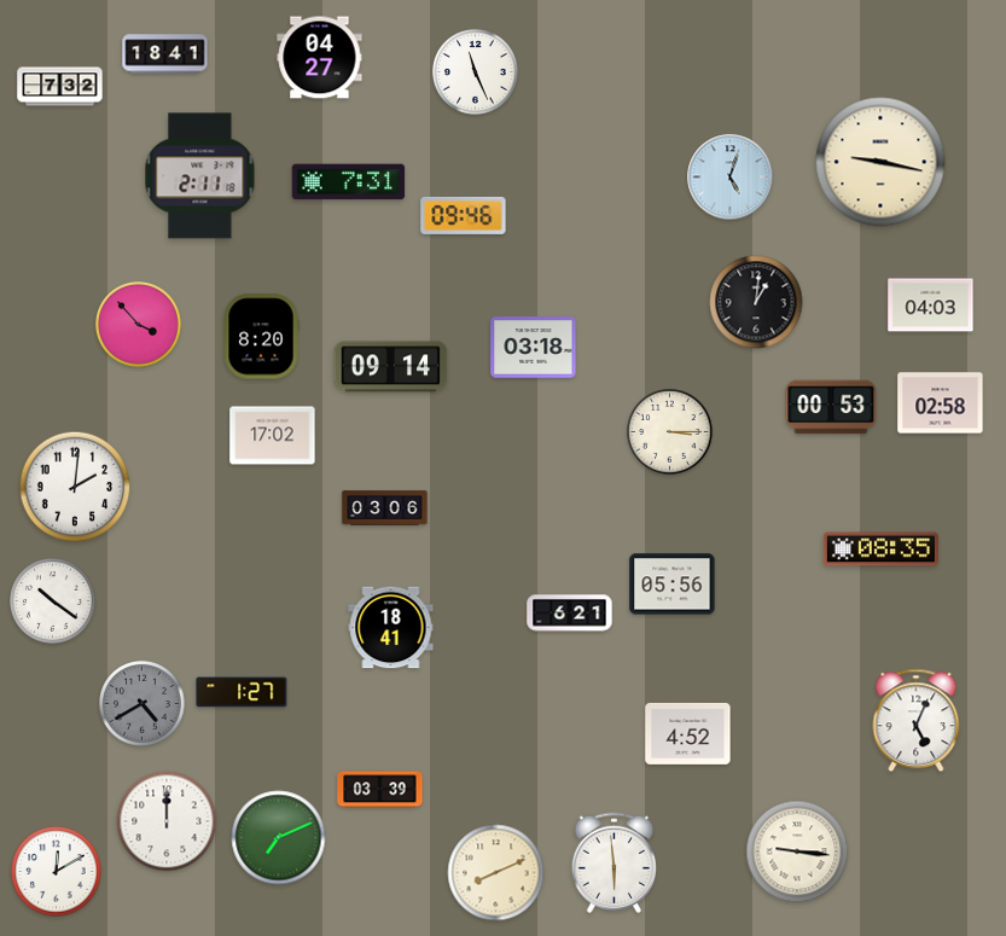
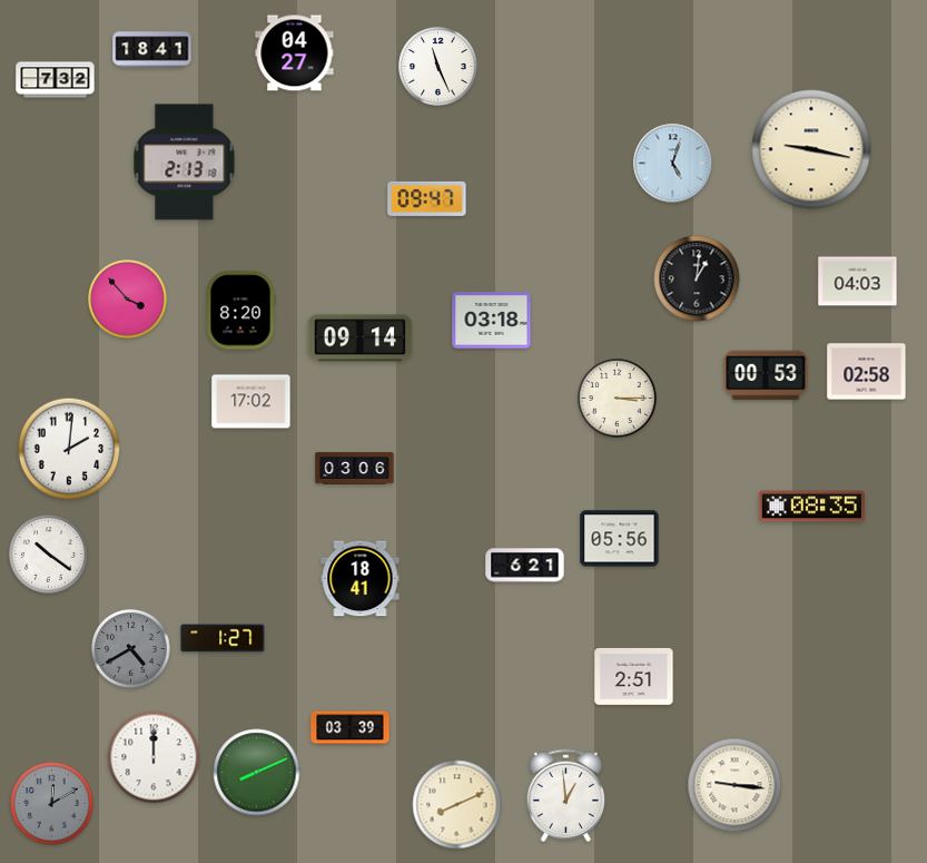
clock at (200, 176): 2:11 -> 2:13
clock at (349, 182): 7:31 -> none
clock at (464, 215): 09:46 -> 09:47
clock at (917, 721): 5:04 -> none
clock at (688, 733): 4:52 -> 2:51
clock at (279, 838): 7:11 -> 8:11
clock at (615, 862): 5:59 -> 12:59
clock at (57, 872) dial: white -> grey
